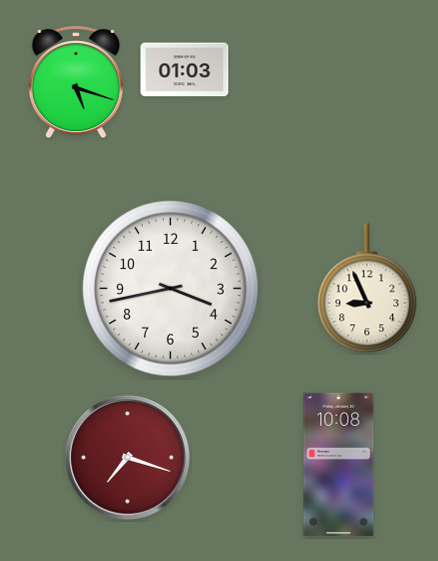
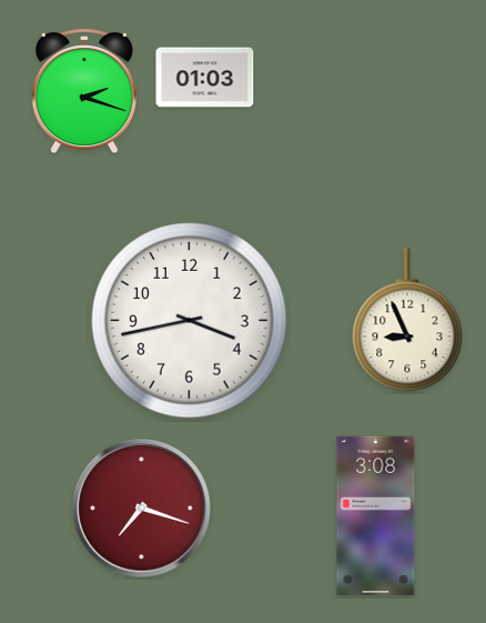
clock at (76, 83): 5:18 -> 2:18
clock at (339, 464): 10:08 -> 3:08
